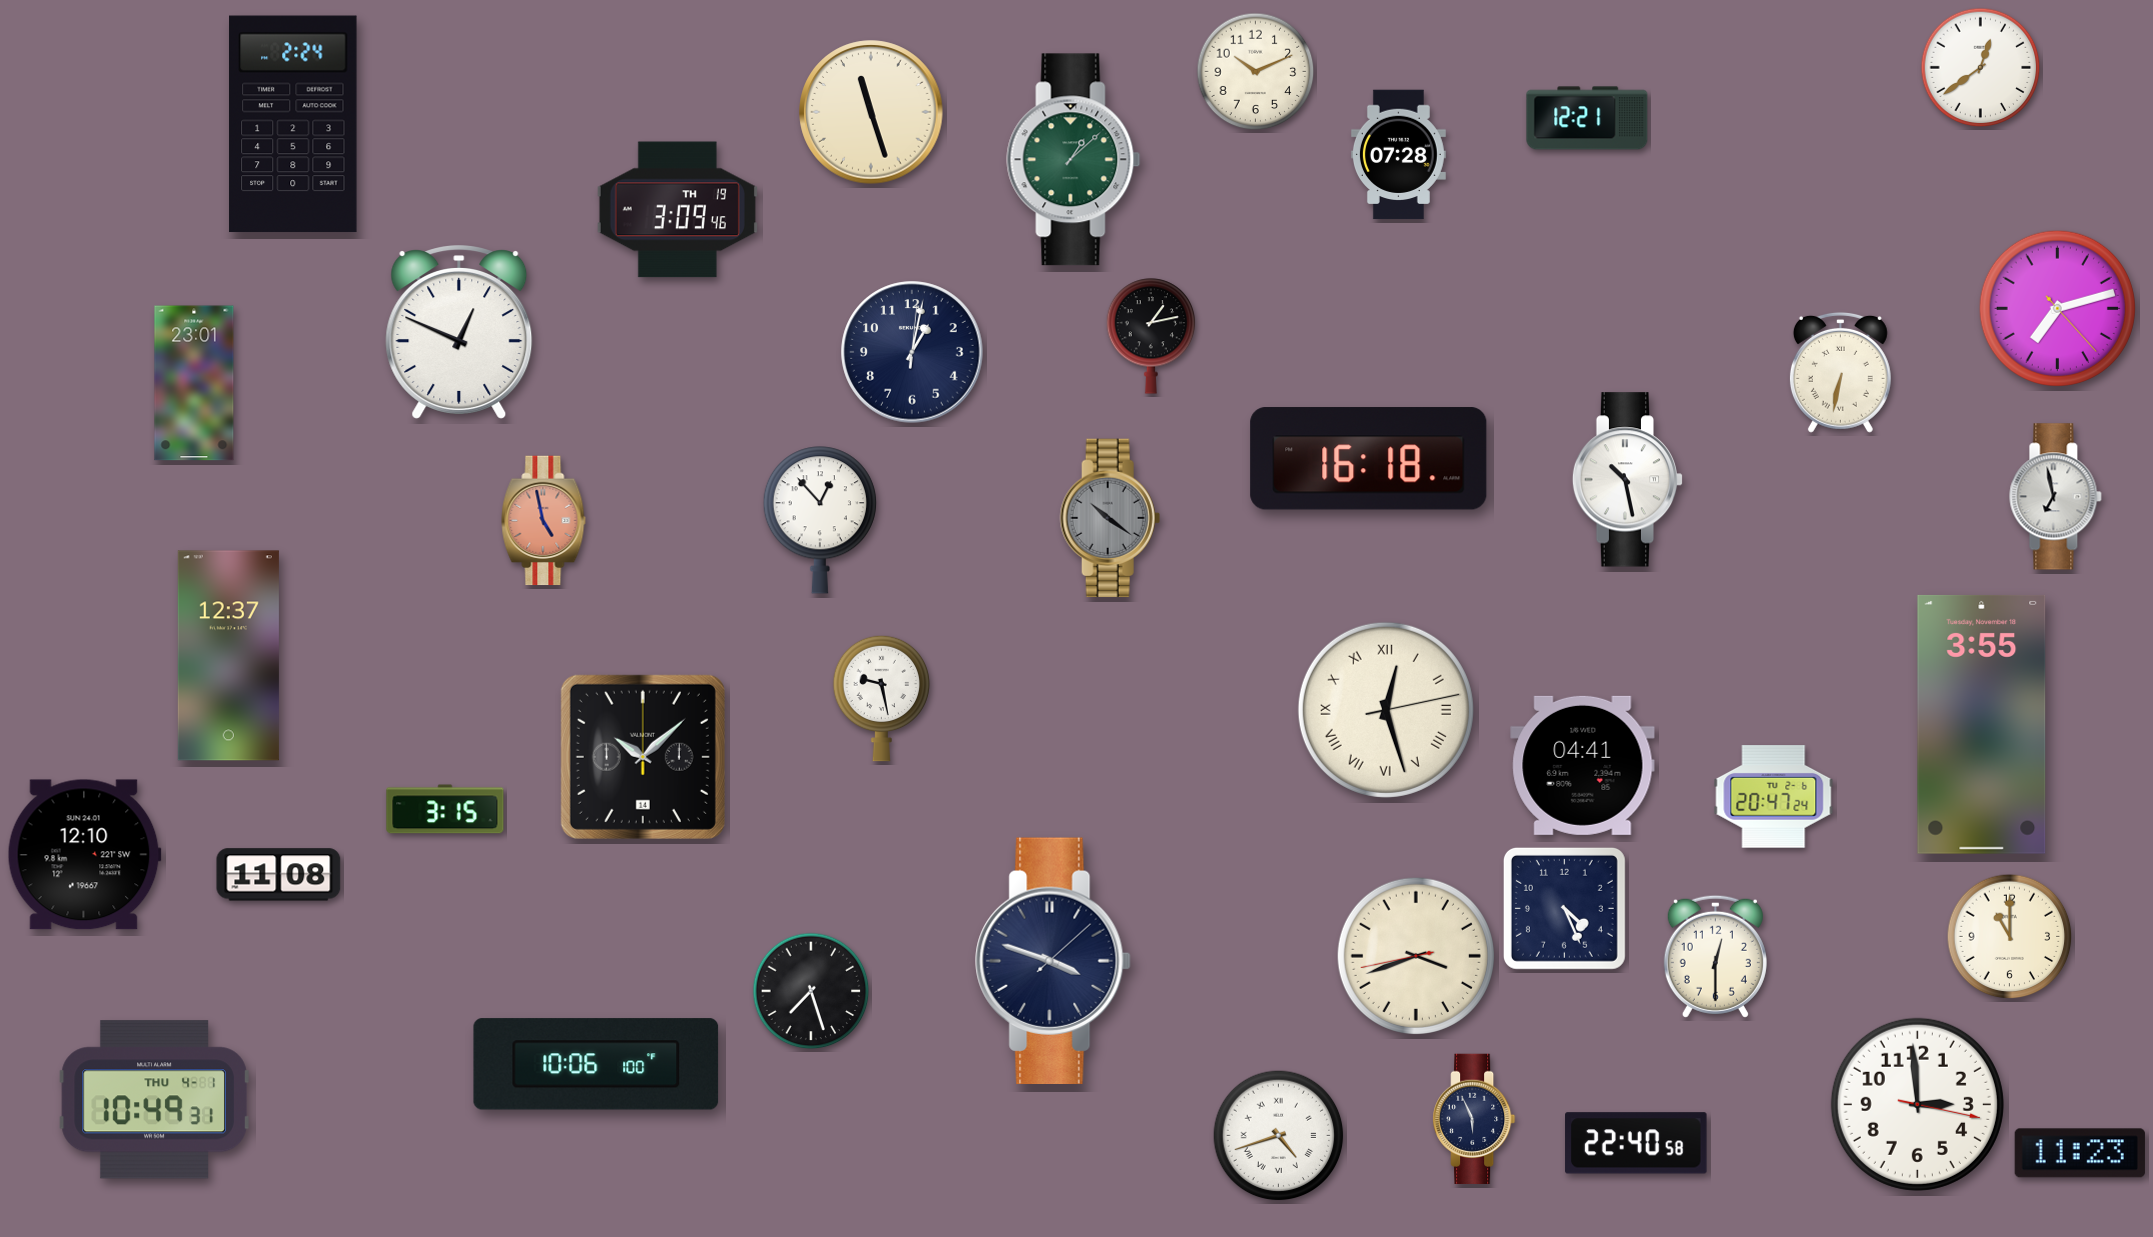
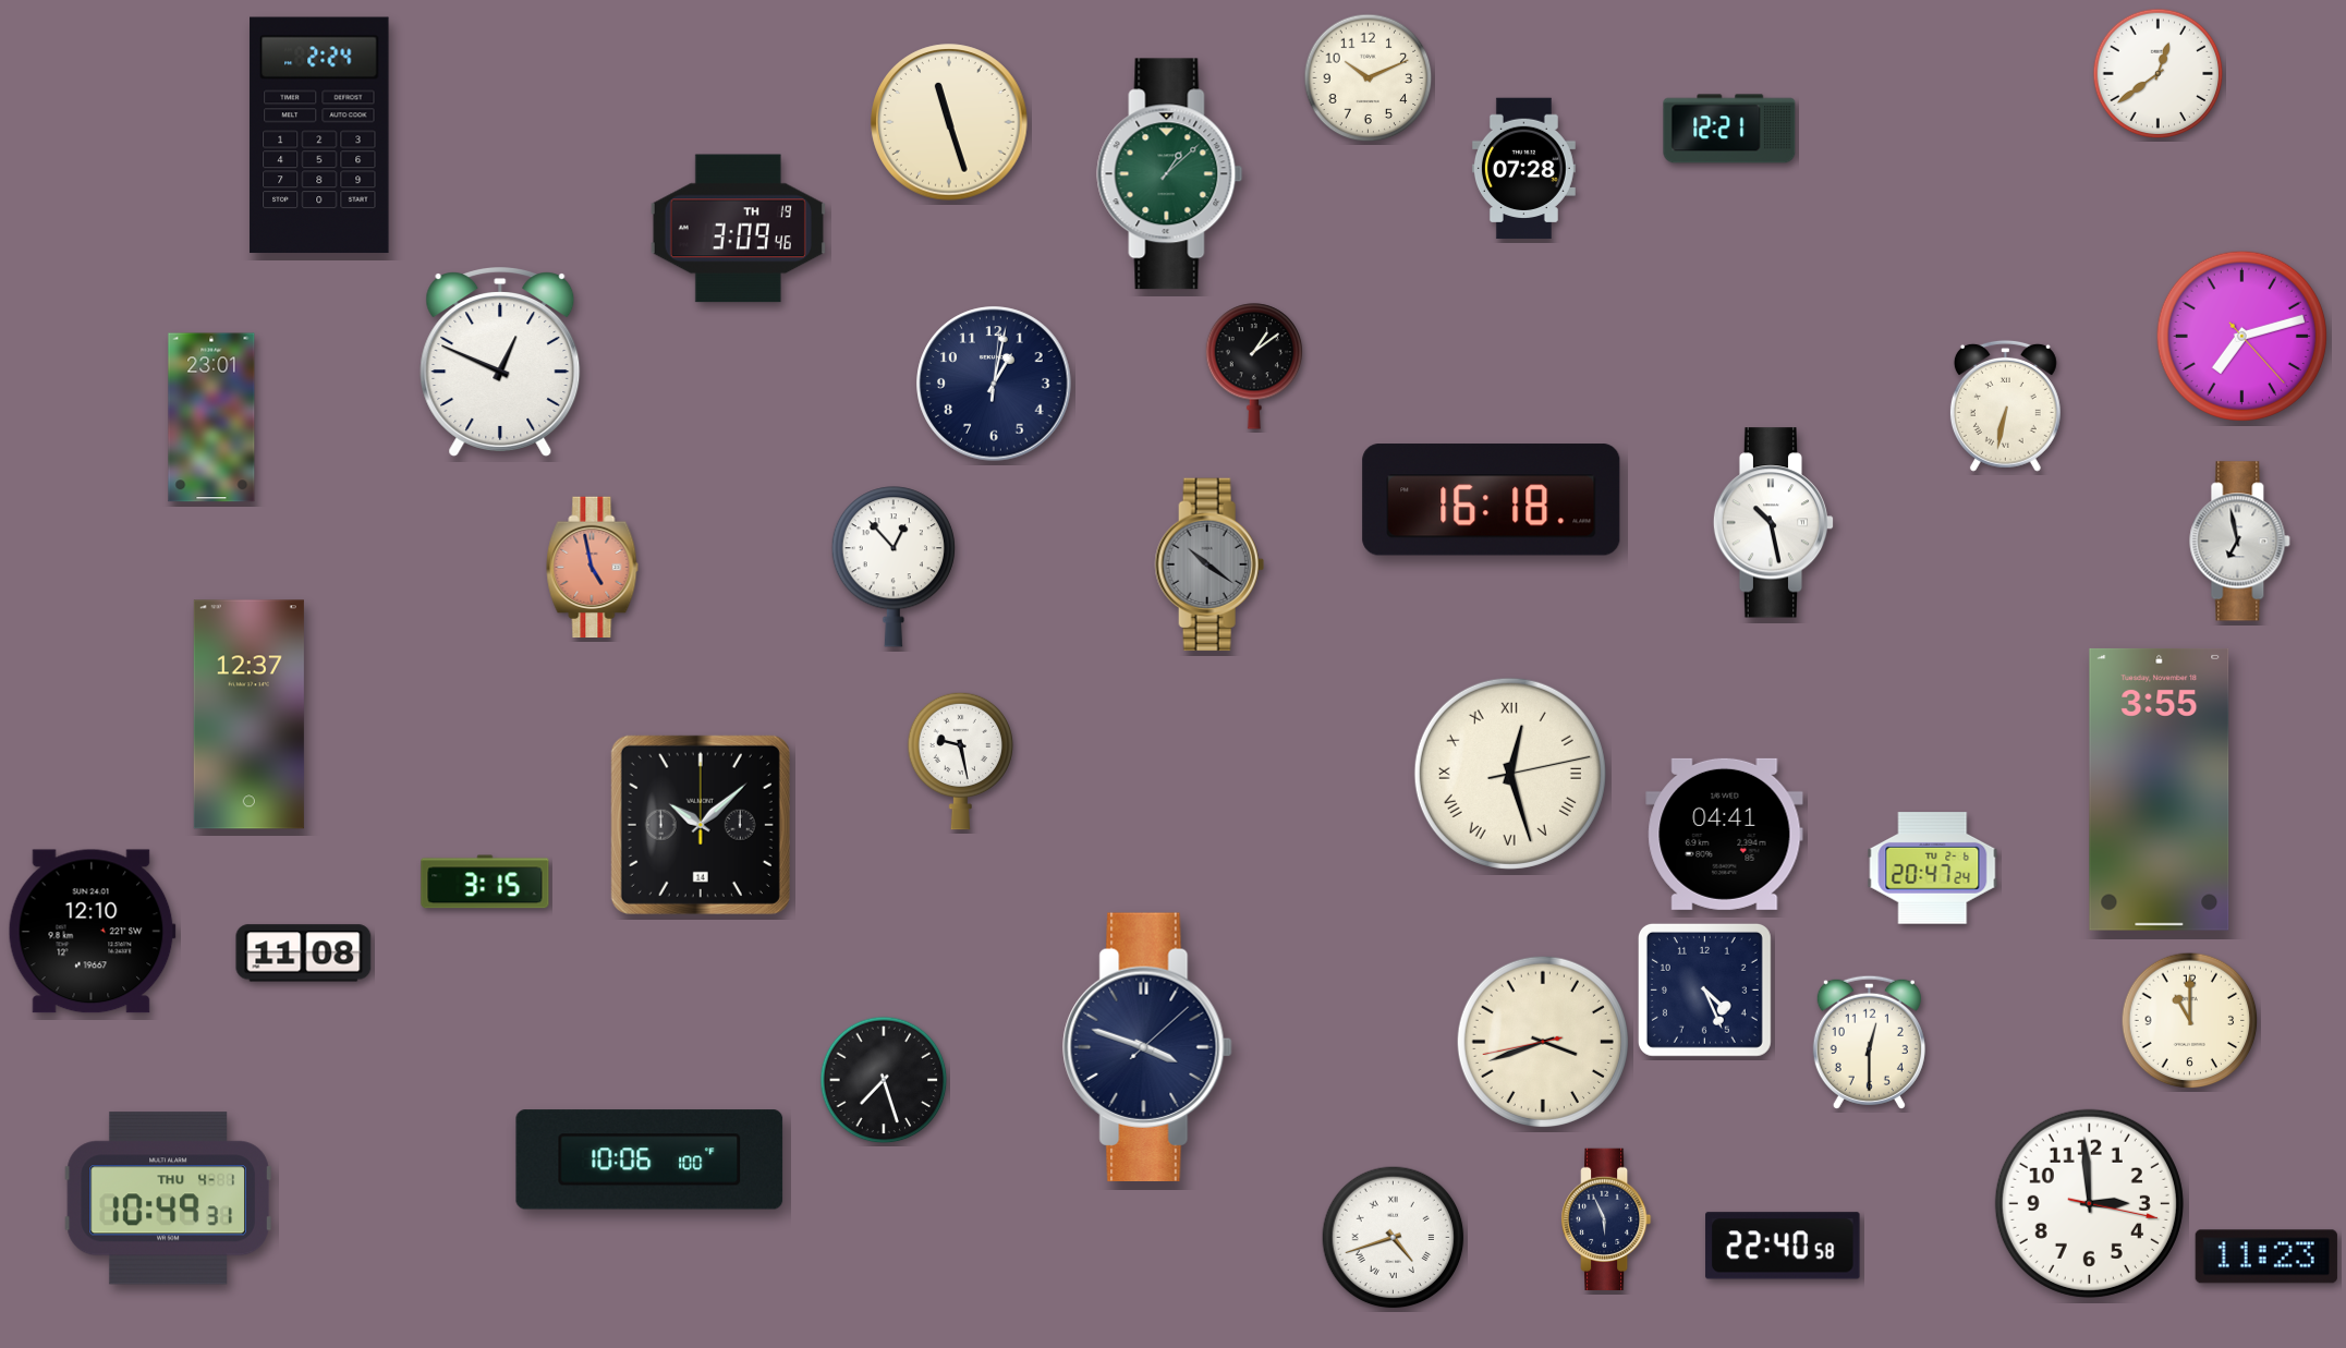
clock at (1151, 336): 1:13 -> 1:09
